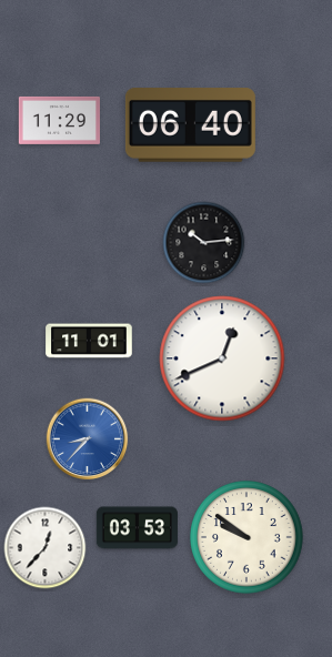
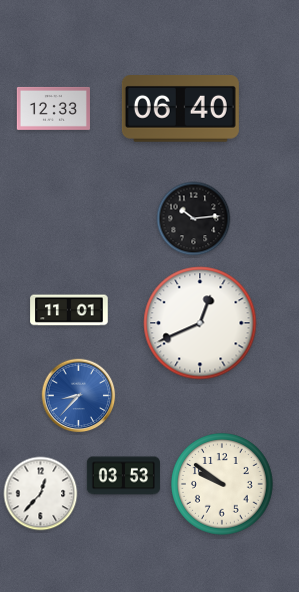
clock at (59, 120): 11:29 -> 12:33
clock at (190, 125) position: (190, 125) -> (180, 109)
clock at (204, 243) position: (204, 243) -> (194, 219)
clock at (89, 341) position: (89, 341) -> (69, 310)
